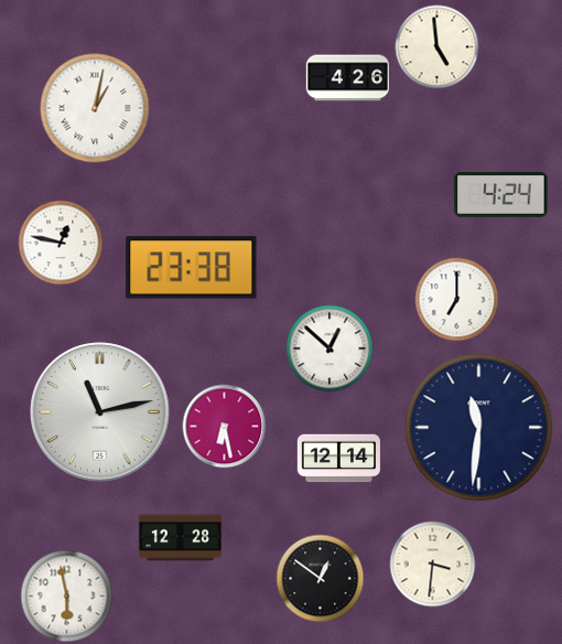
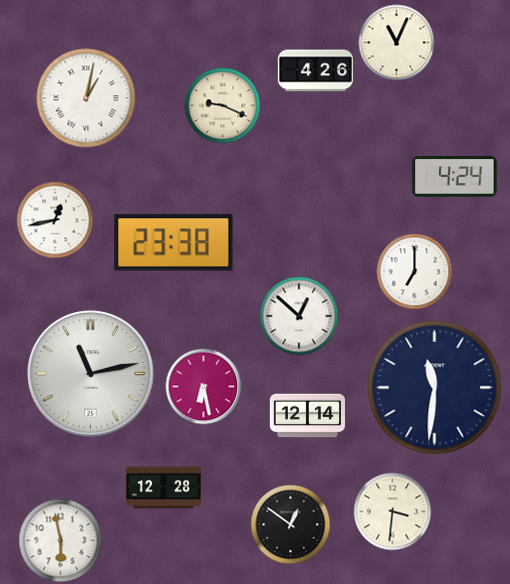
clock at (437, 47): 4:59 -> 11:04
clock at (223, 106): none -> 9:19
clock at (61, 243): 12:47 -> 12:43
